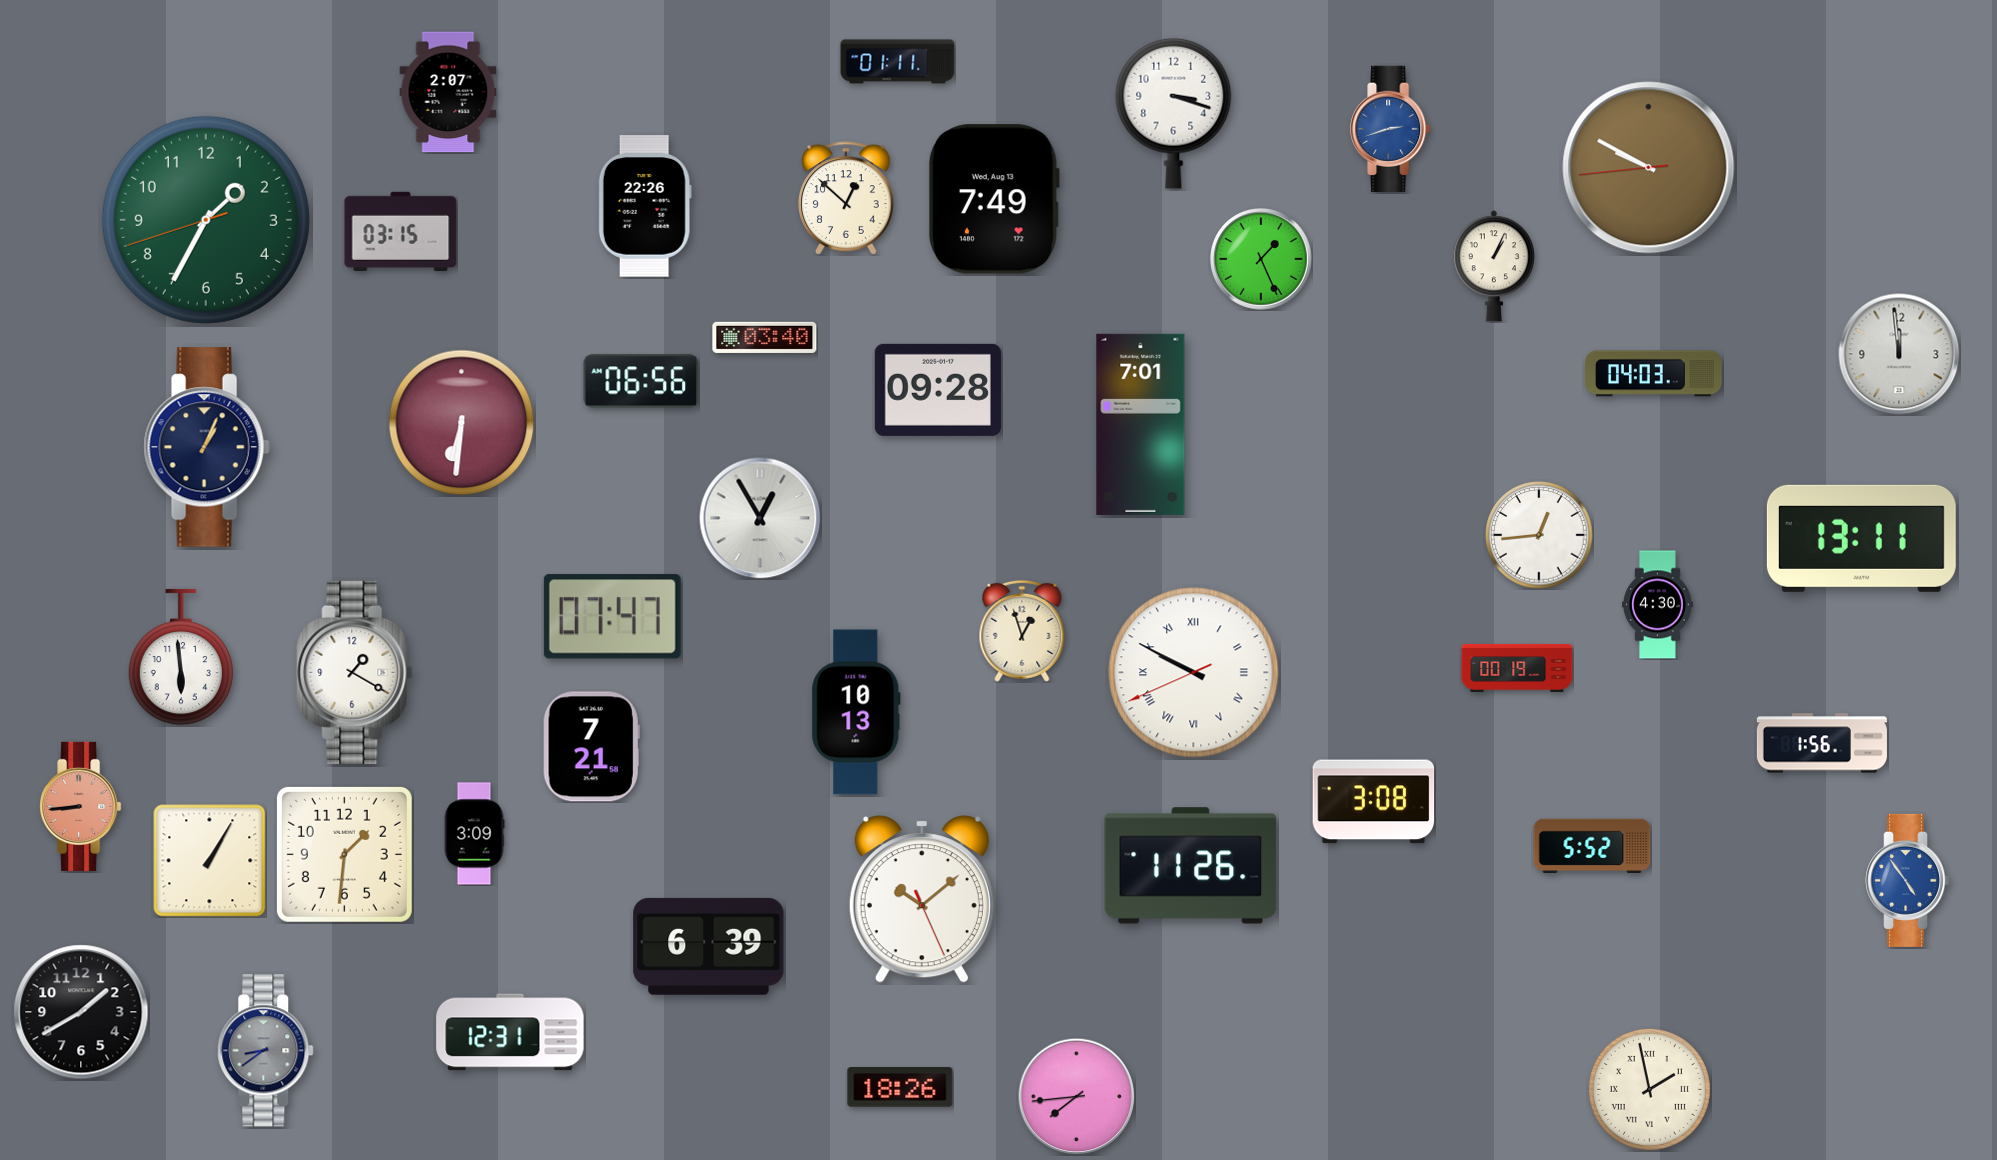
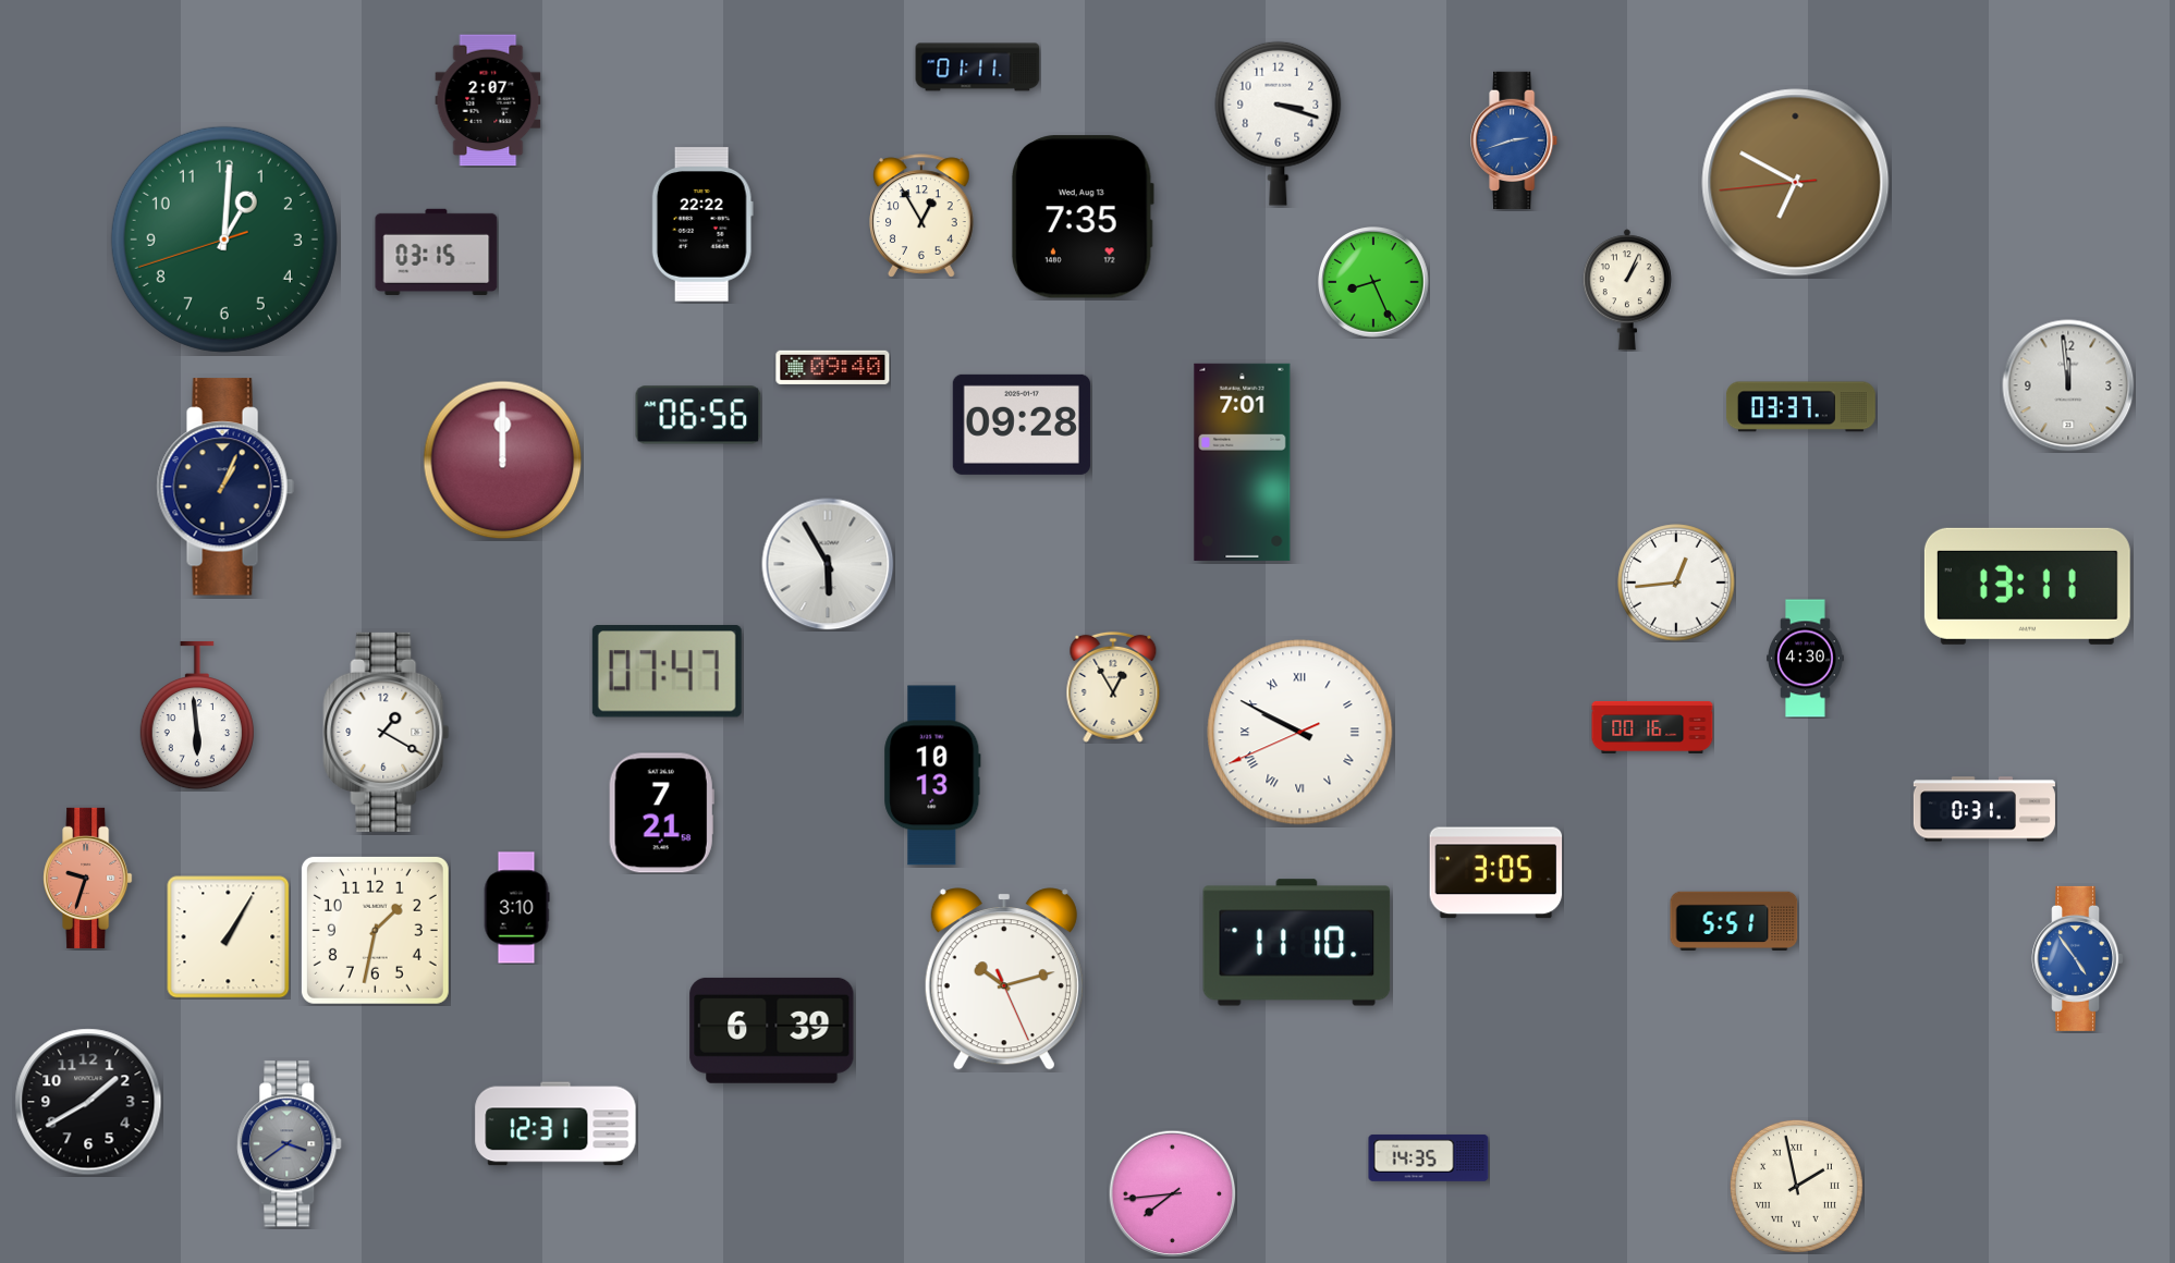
clock at (1649, 168): 9:49 -> 6:49
clock at (847, 198): 12:52 -> 12:55
clock at (994, 199): 7:49 -> 7:35
clock at (645, 206): 22:26 -> 22:22
clock at (206, 220): 1:34 -> 1:00
clock at (1262, 260): 1:26 -> 8:26
clock at (765, 337): 03:40 -> 09:40
clock at (1653, 374): 04:03 -> 03:37
clock at (462, 423): 6:31 -> 12:00
clock at (760, 518): 12:55 -> 5:55
clock at (1022, 631): 12:57 -> 12:55
clock at (1517, 668): 00:19 -> 00:16
clock at (1822, 743): 1:56 -> 0:31
clock at (591, 747) position: (591, 747) -> (661, 813)
clock at (1374, 802): 3:08 -> 3:05
clock at (81, 806): 8:44 -> 9:33
clock at (474, 834): 3:09 -> 3:10
clock at (1592, 845): 5:52 -> 5:51
clock at (344, 854): 1:31 -> 1:32
clock at (1191, 866): 11:26 -> 11:10
clock at (922, 899): 10:08 -> 10:12
clock at (266, 1051): 8:39 -> 3:39
clock at (1429, 1158): none -> 14:35
clock at (900, 1088): 18:26 -> none
